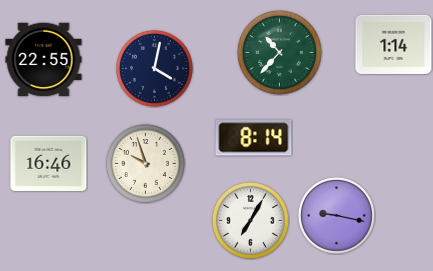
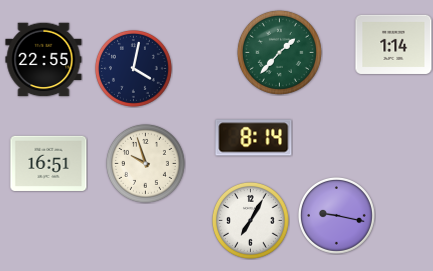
clock at (279, 52): 10:37 -> 1:37
clock at (154, 68) position: (154, 68) -> (133, 68)
clock at (49, 163): 16:46 -> 16:51
